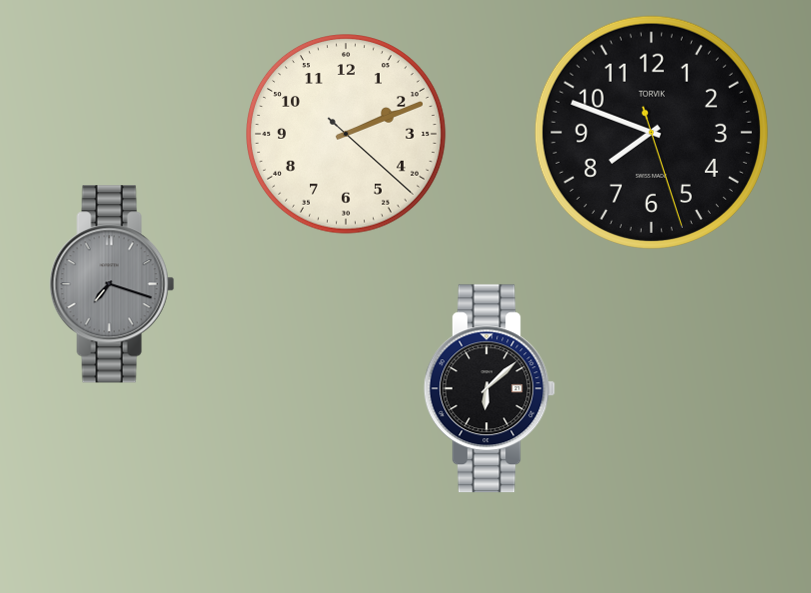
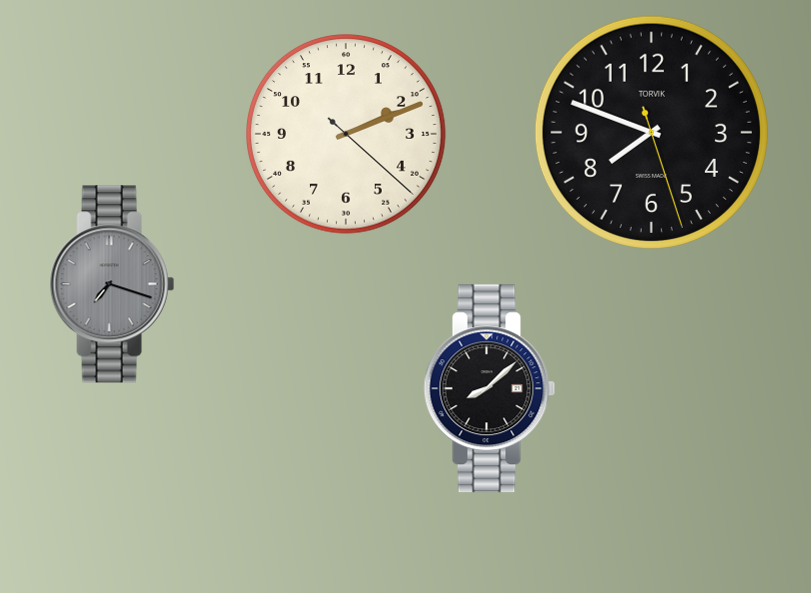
clock at (490, 389): 6:08 -> 8:08
